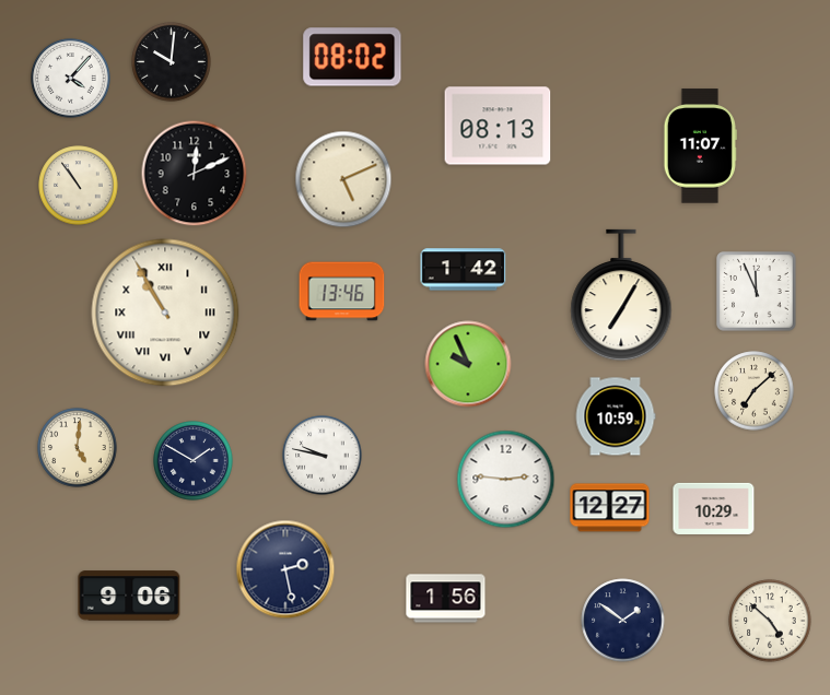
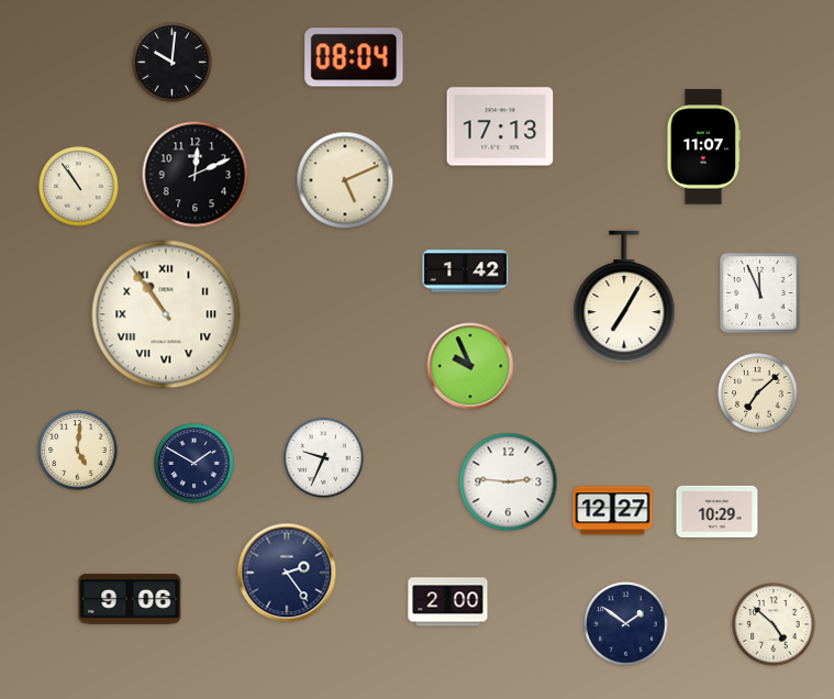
clock at (352, 57): 08:02 -> 08:04
clock at (71, 79): 4:07 -> none
clock at (498, 126): 08:13 -> 17:13
clock at (342, 292): 13:46 -> none
clock at (165, 313): 10:55 -> 10:54
clock at (616, 416): 10:59 -> none
clock at (323, 456): 9:47 -> 9:34
clock at (285, 569): 2:28 -> 2:24
clock at (446, 599): 1:56 -> 2:00
